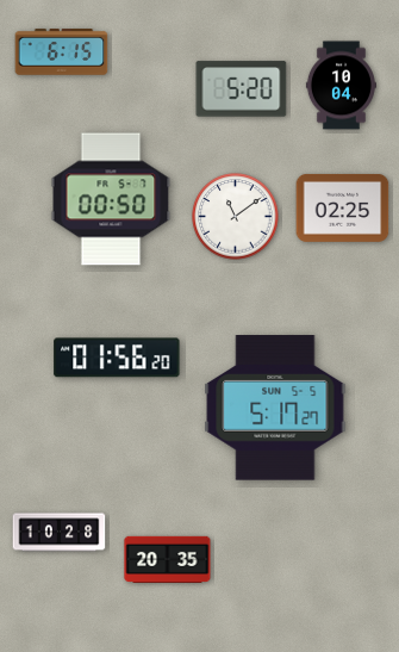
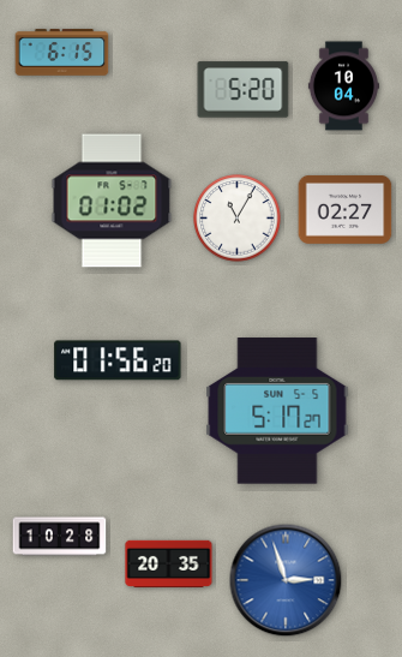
clock at (111, 199): 00:50 -> 01:02
clock at (343, 207): 02:25 -> 02:27
clock at (236, 217): 11:09 -> 11:05
clock at (286, 580): none -> 2:57
